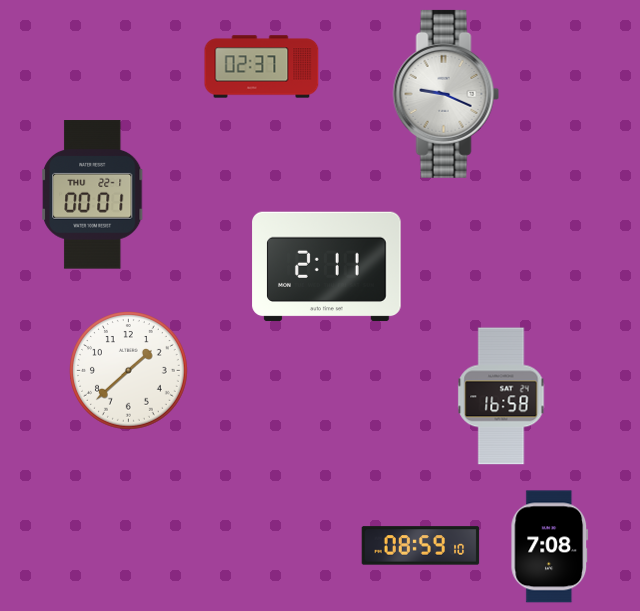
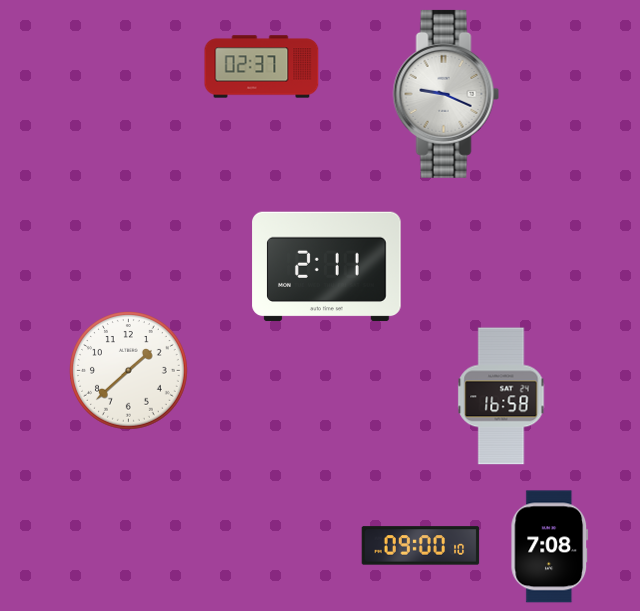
clock at (93, 195): 00:01 -> none
clock at (421, 546): 08:59 -> 09:00
